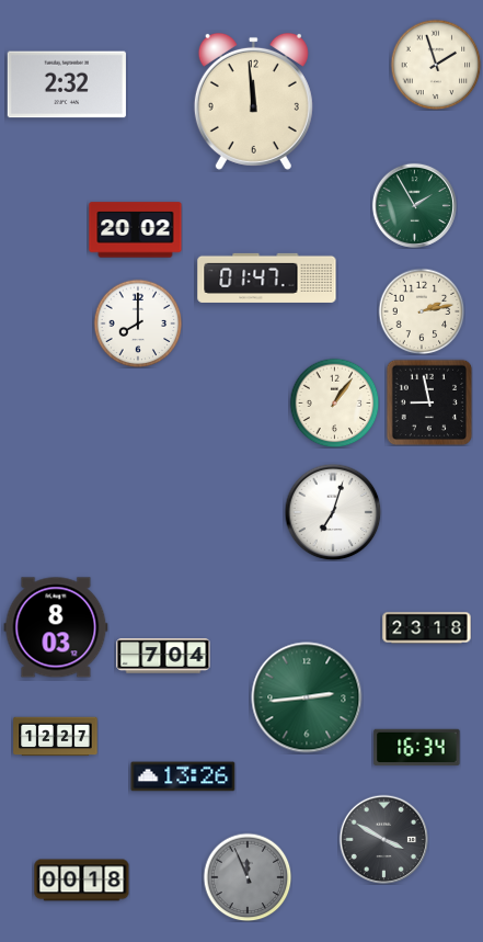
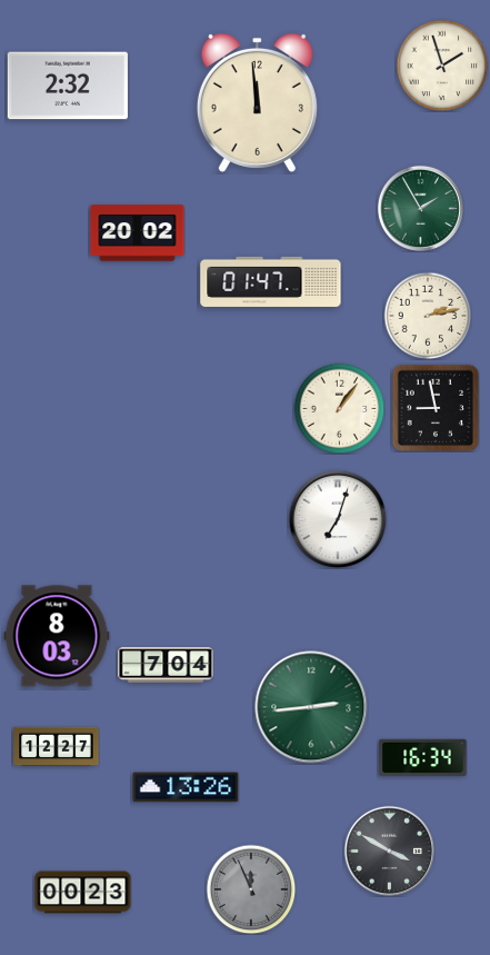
clock at (138, 324): 8:00 -> none
clock at (427, 628): 23:18 -> none
clock at (82, 881): 00:18 -> 00:23
